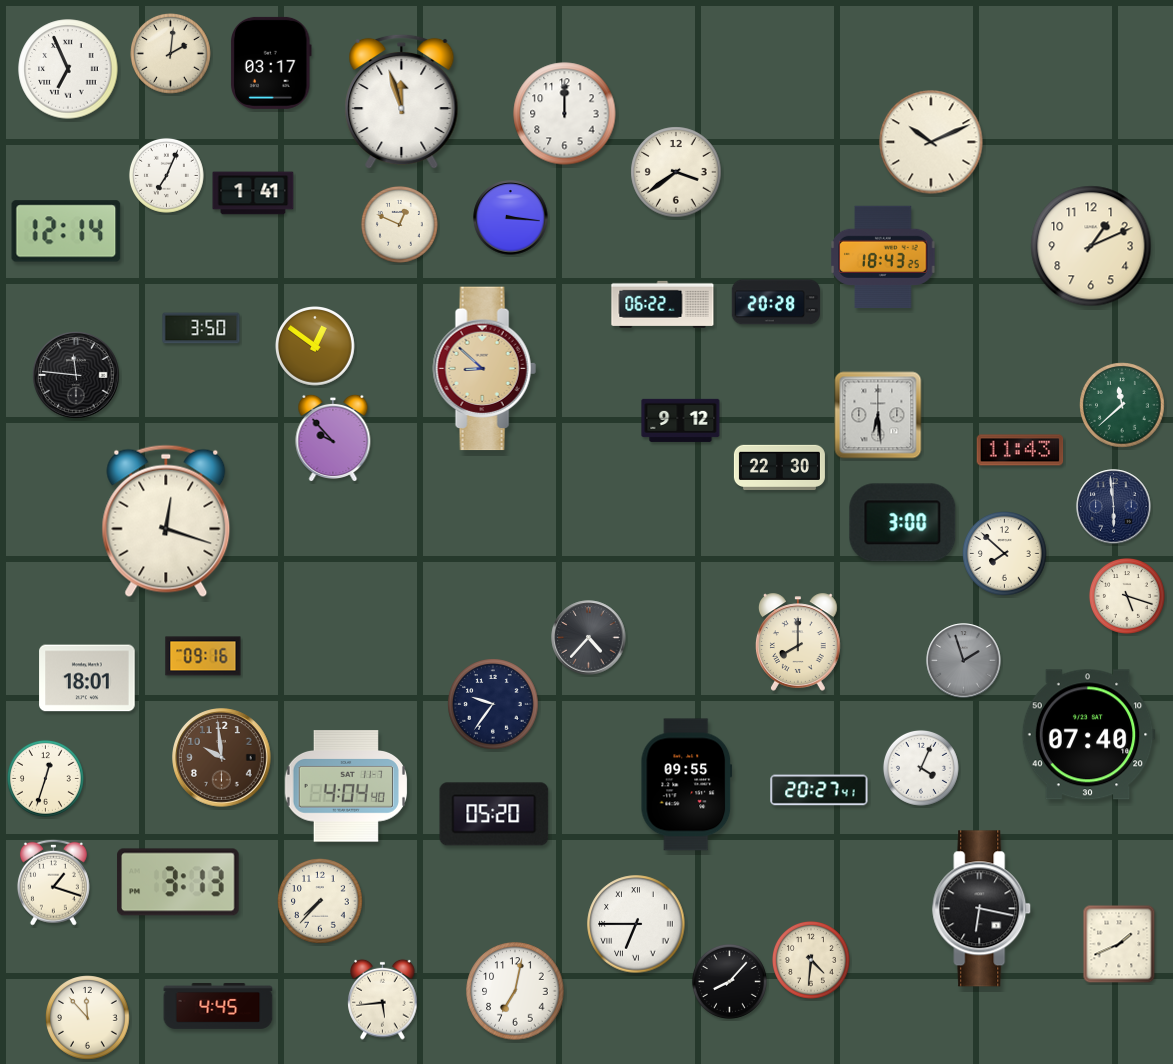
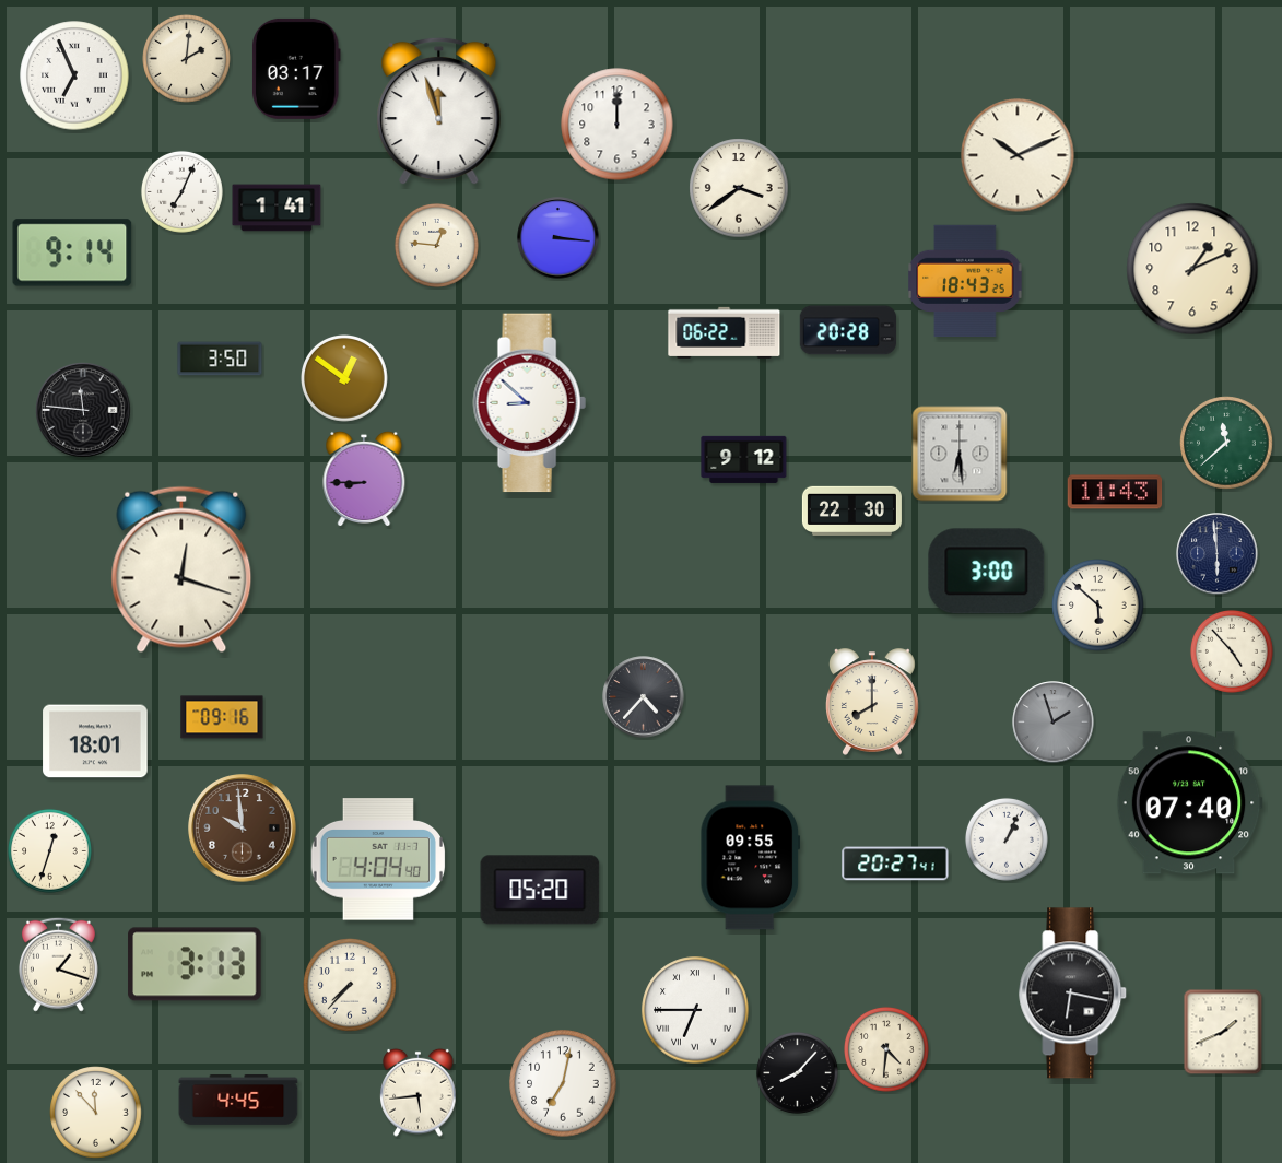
clock at (253, 193) position: (253, 193) -> (277, 208)
clock at (399, 224): 12:49 -> 12:46
clock at (66, 231): 12:14 -> 9:14
clock at (484, 369) dial: champagne -> white
clock at (333, 437): 9:53 -> 8:45
clock at (1005, 554): 7:52 -> 5:52
clock at (1127, 596): 5:18 -> 4:53
clock at (493, 704): 9:36 -> none
clock at (921, 768): 4:04 -> 1:04
